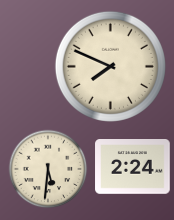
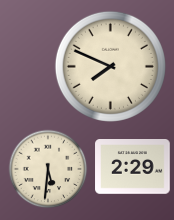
clock at (133, 167): 2:24 -> 2:29
